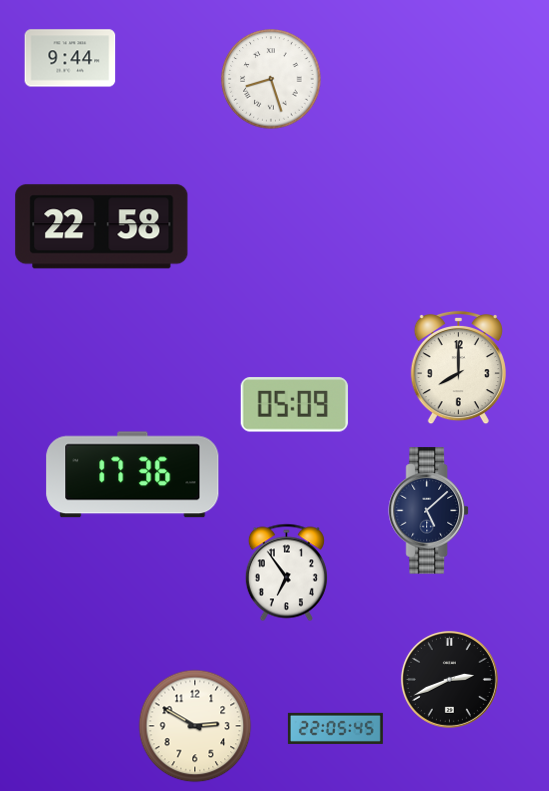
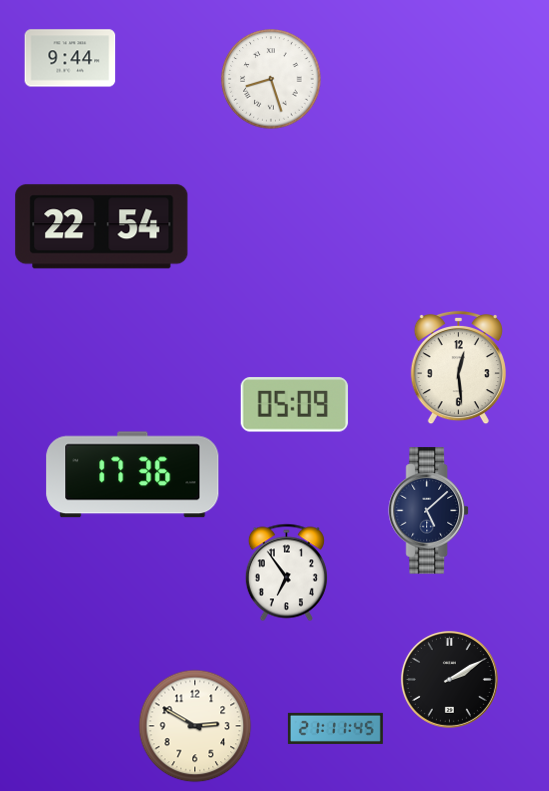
clock at (102, 227): 22:58 -> 22:54
clock at (458, 368): 8:00 -> 12:29
clock at (449, 679): 2:41 -> 2:10
clock at (335, 728): 22:05 -> 21:11
